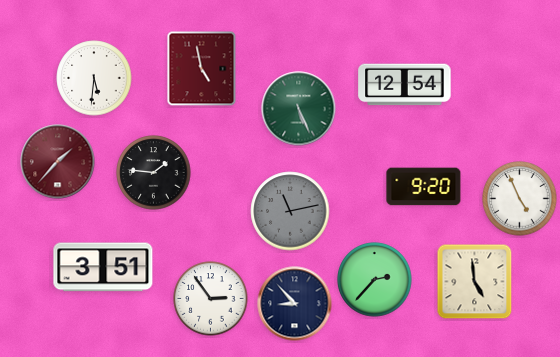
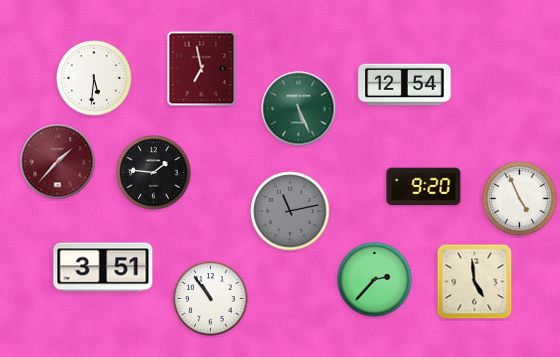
clock at (202, 69): 4:58 -> 6:58
clock at (211, 299): 2:54 -> 10:54
clock at (295, 304): 8:53 -> none
